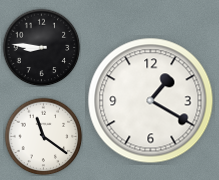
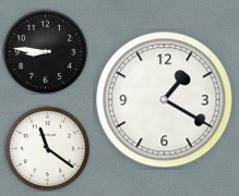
clock at (151, 101) position: (151, 101) -> (165, 100)
